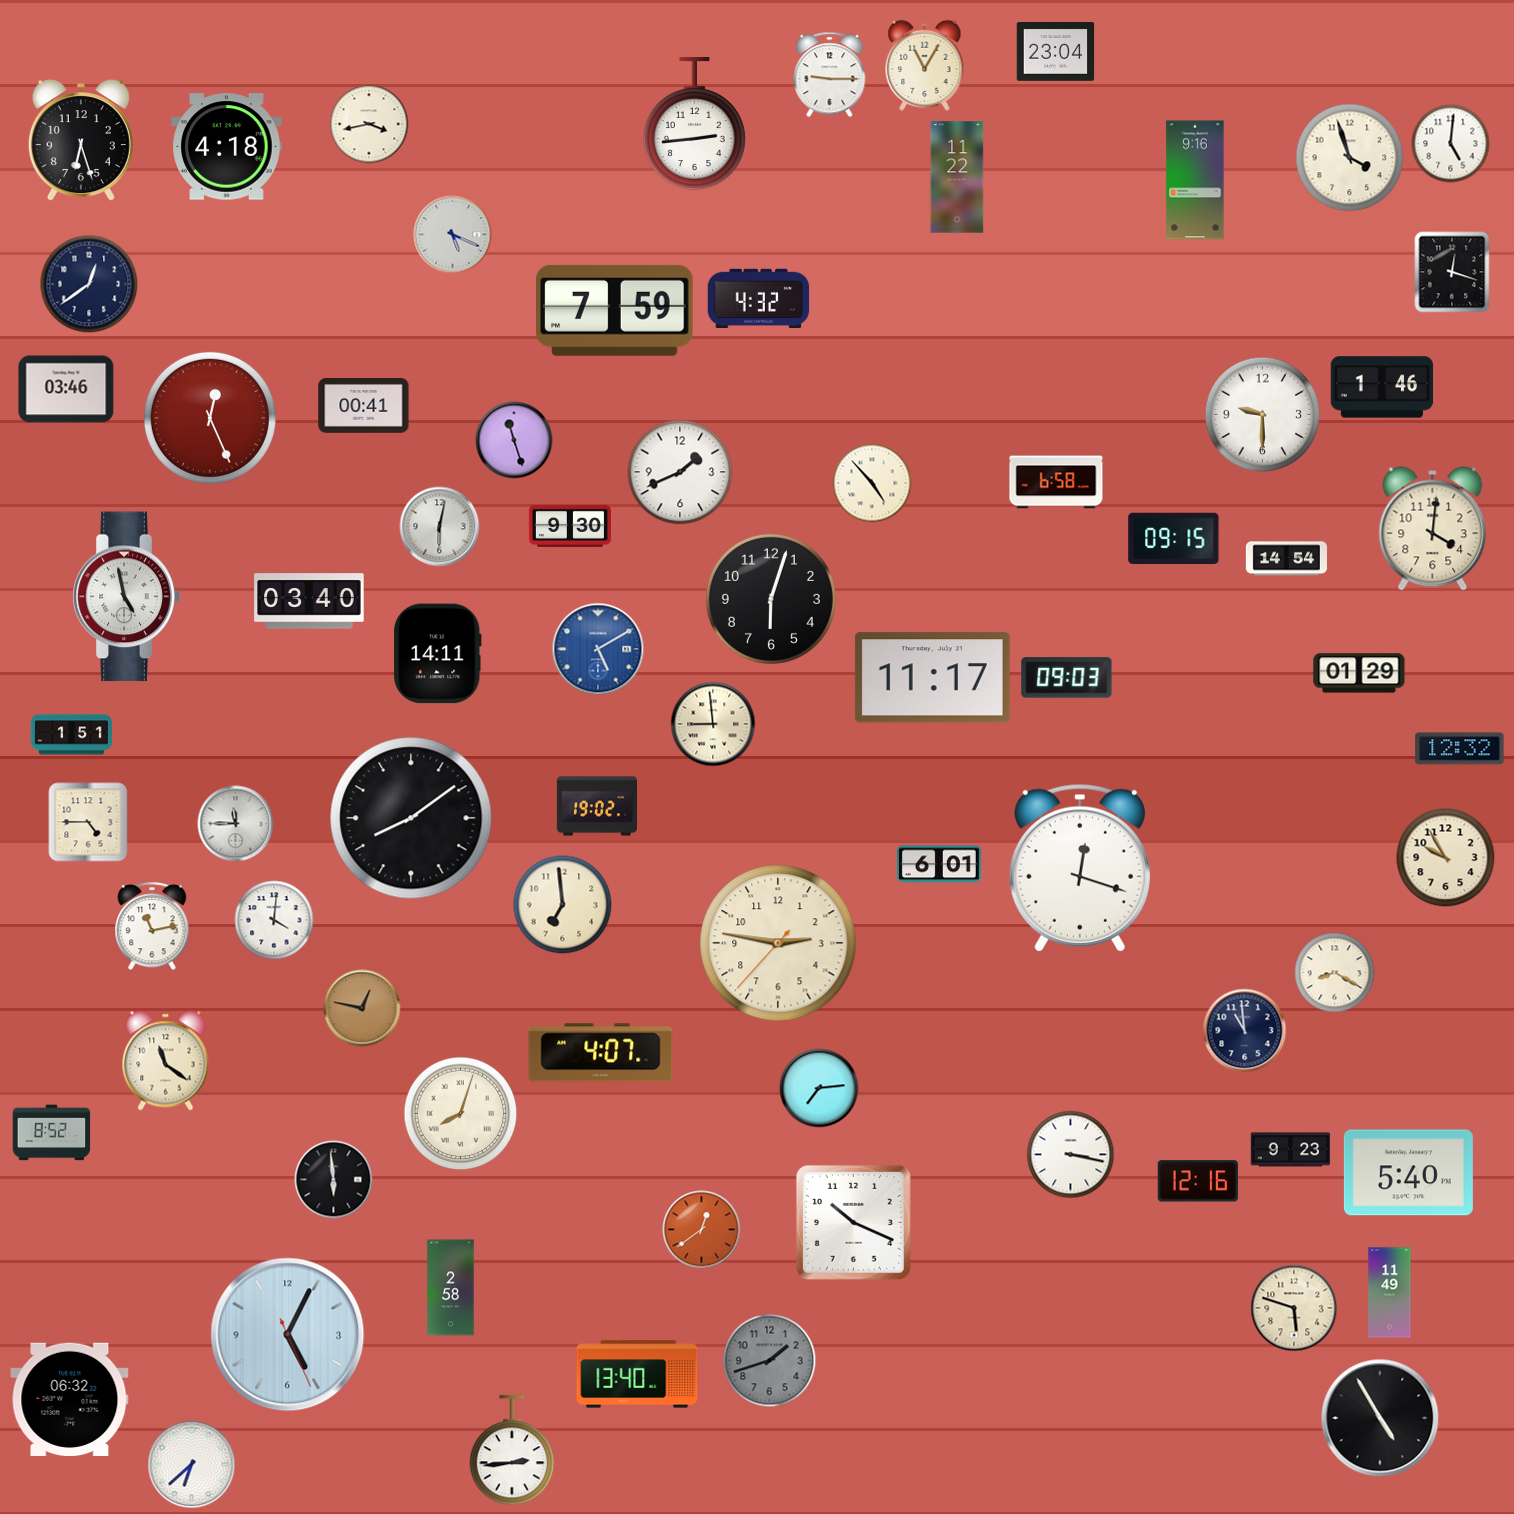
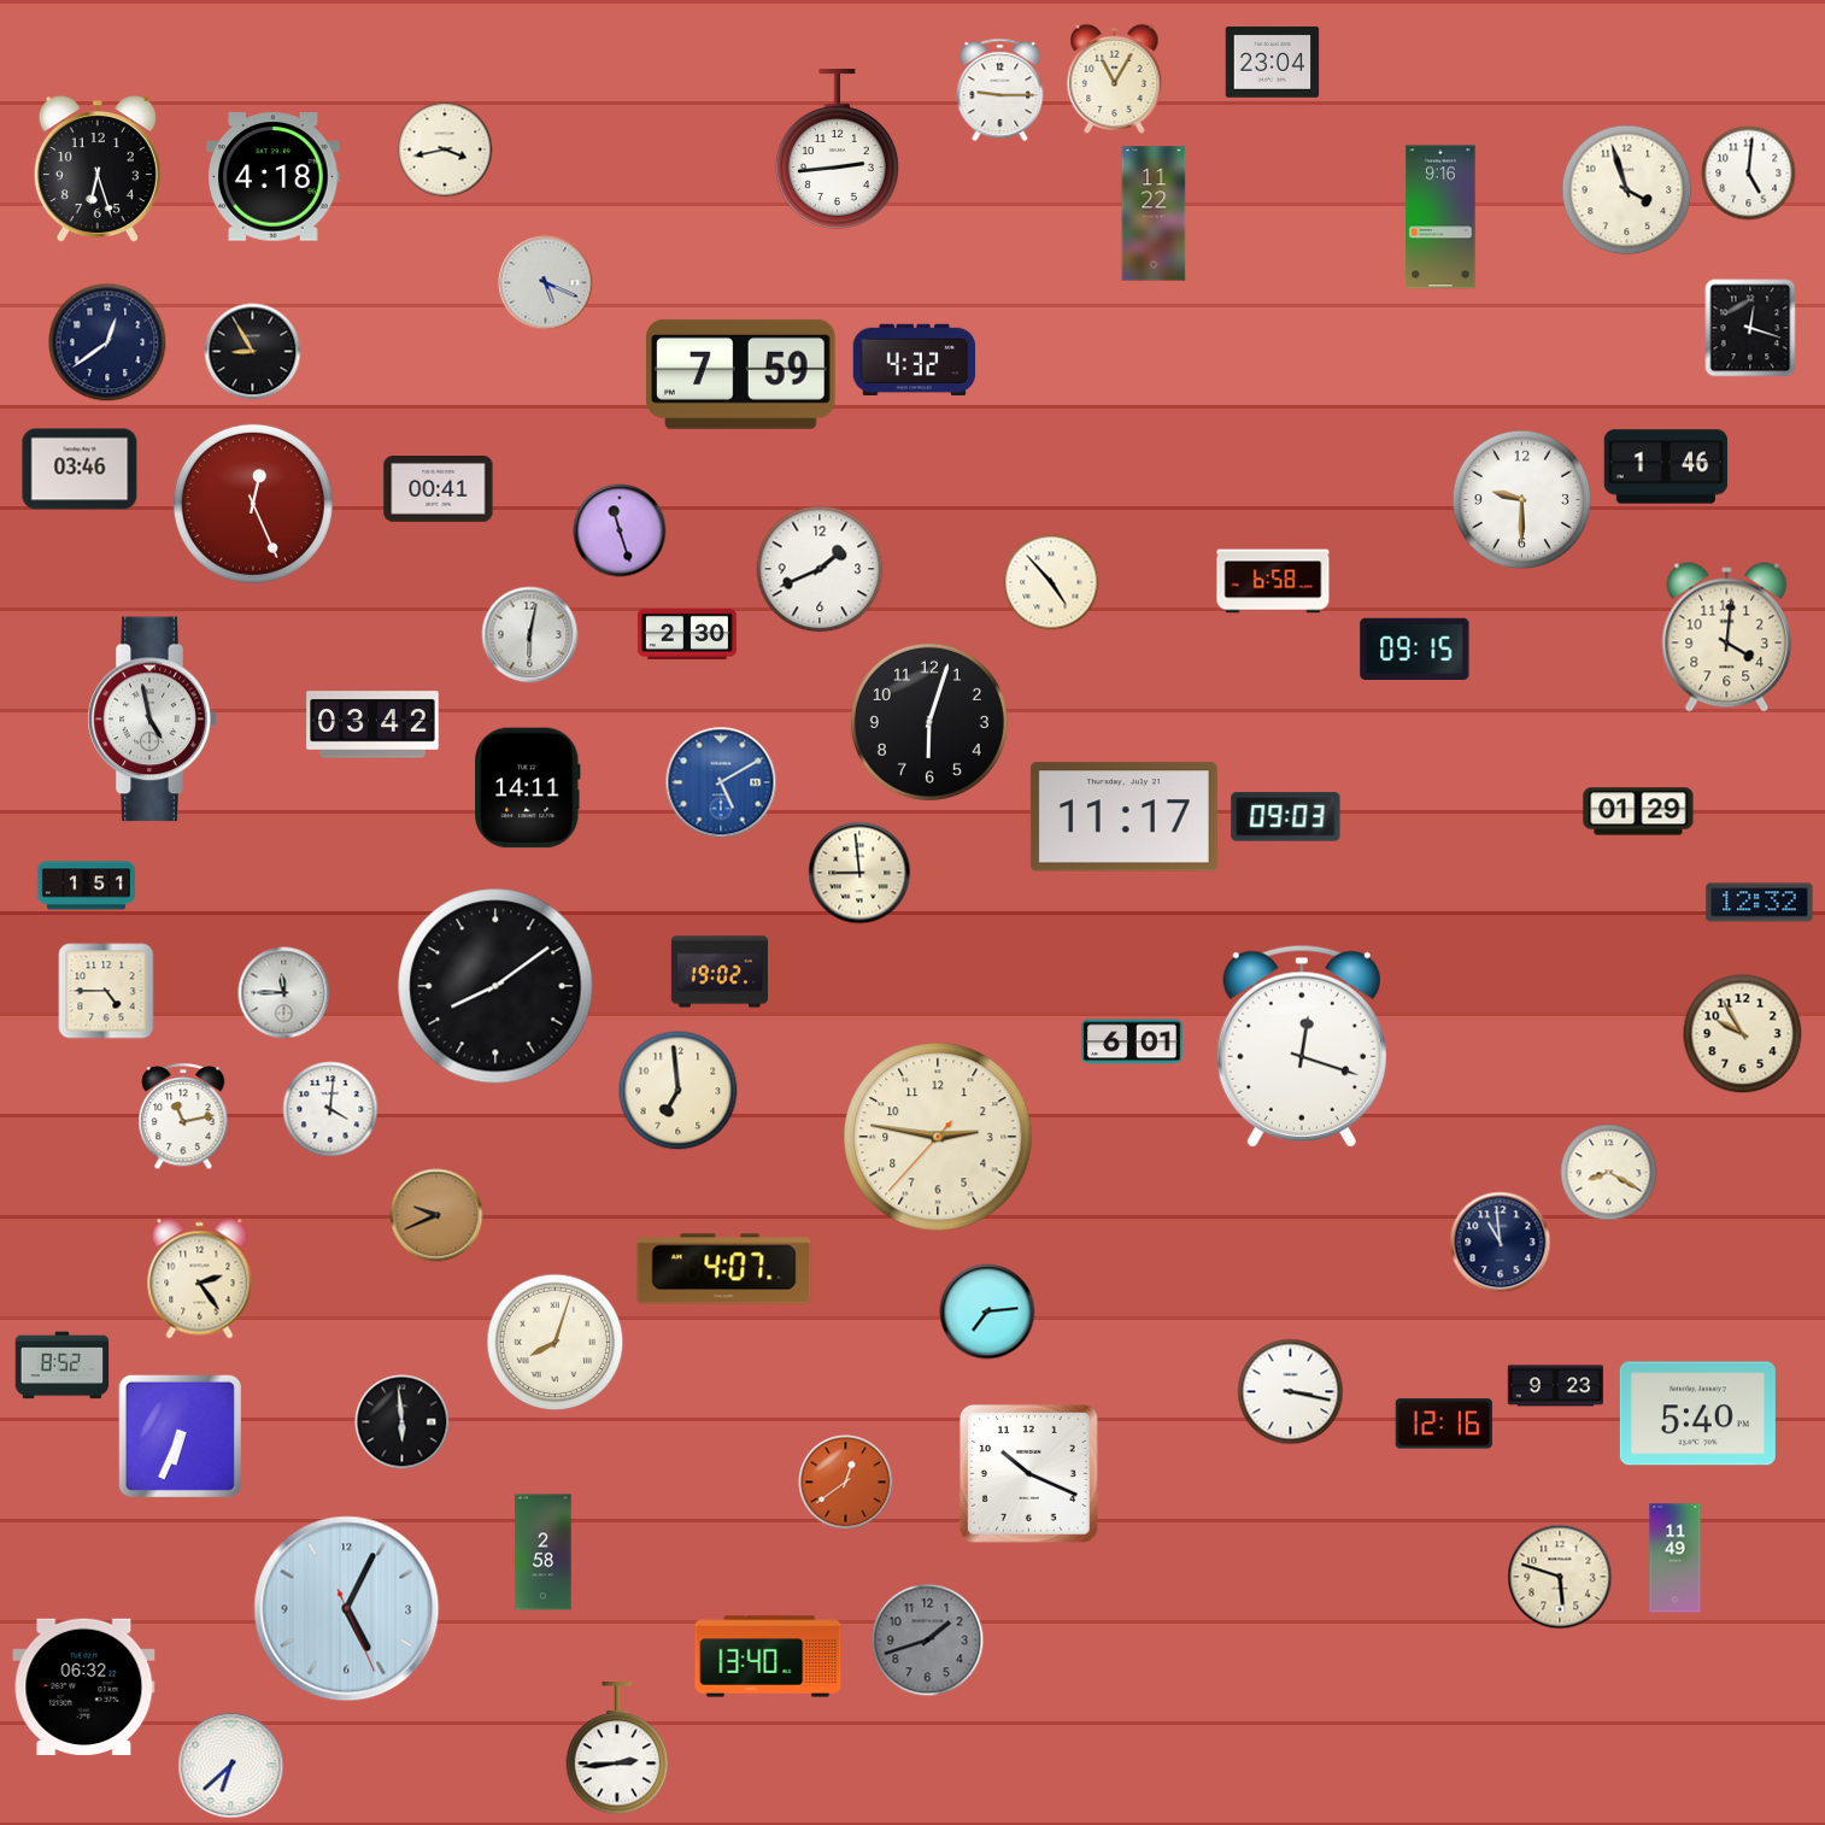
clock at (253, 352): none -> 8:55
clock at (570, 526): 9:30 -> 2:30
clock at (1286, 559): 14:54 -> none
clock at (309, 601): 03:40 -> 03:42
clock at (362, 1008): 12:47 -> 9:41
clock at (166, 1061): 11:21 -> 2:24
clock at (180, 1436): none -> 6:34
clock at (1380, 1418): 4:55 -> none
